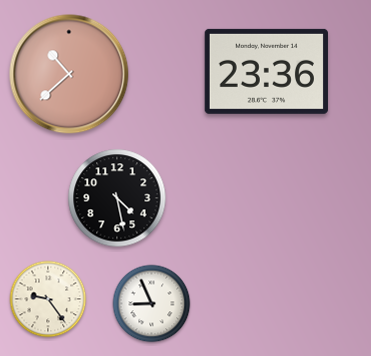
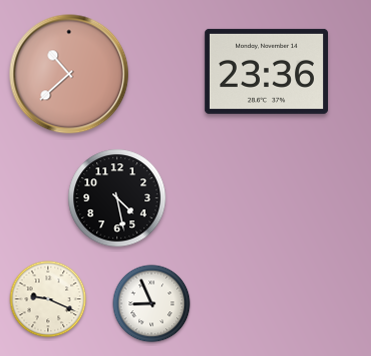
clock at (48, 299): 9:24 -> 9:19
